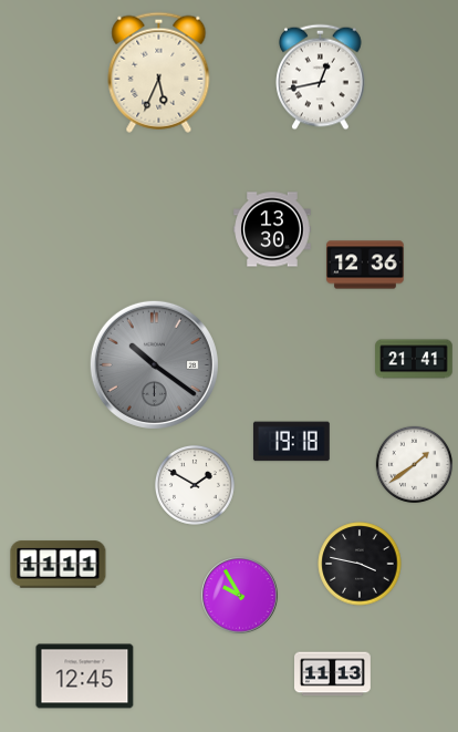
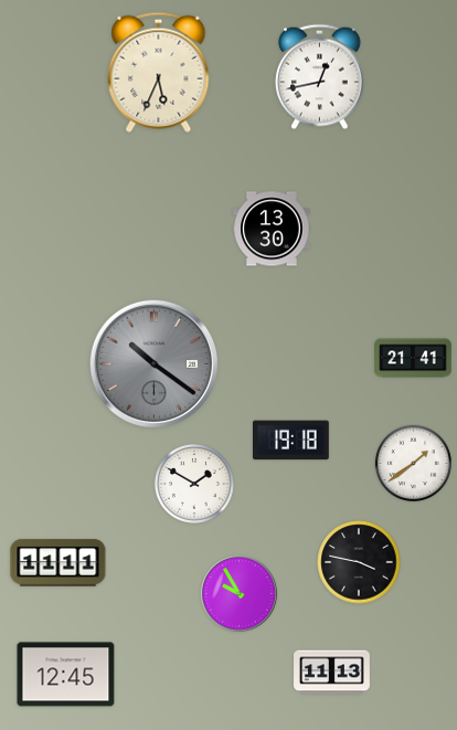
clock at (365, 265): 12:36 -> none
clock at (85, 677) position: (85, 677) -> (66, 675)
